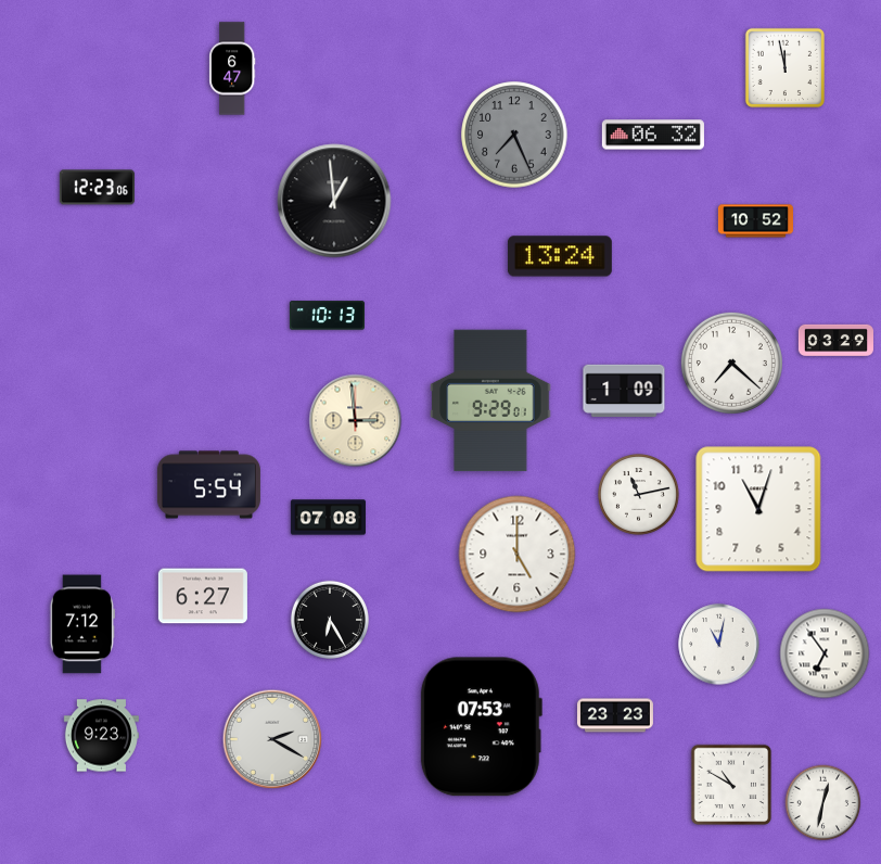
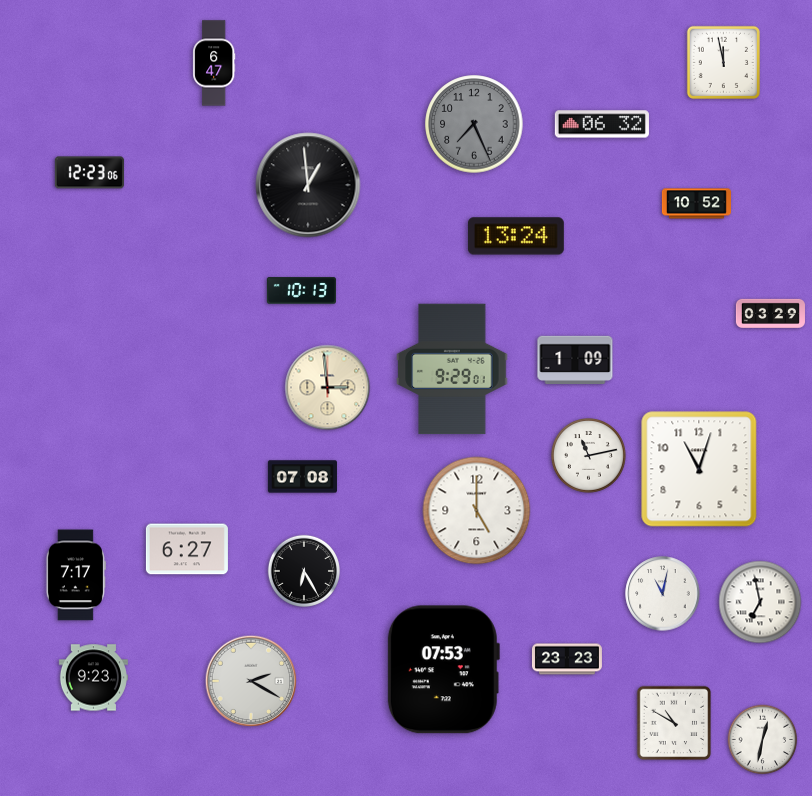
clock at (731, 363): 7:22 -> none
clock at (208, 485): 5:54 -> none
clock at (82, 624): 7:12 -> 7:17
clock at (825, 653): 6:54 -> 6:58
clock at (823, 803) position: (823, 803) -> (763, 740)
